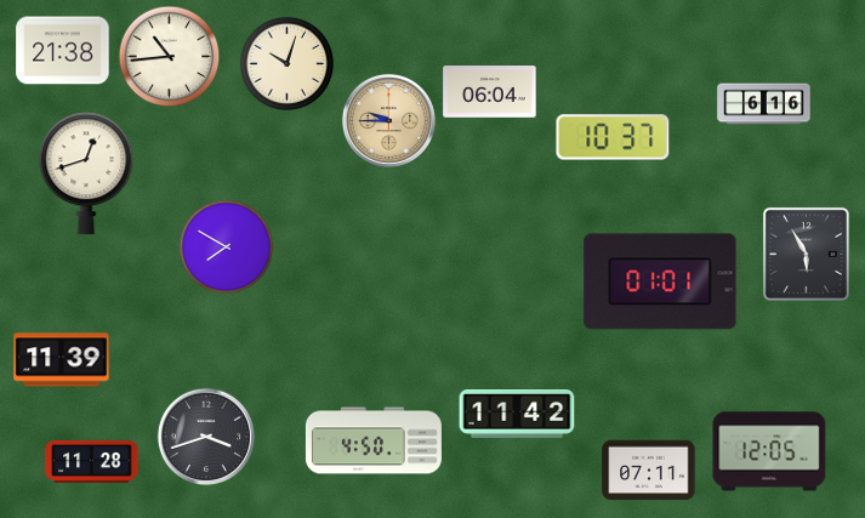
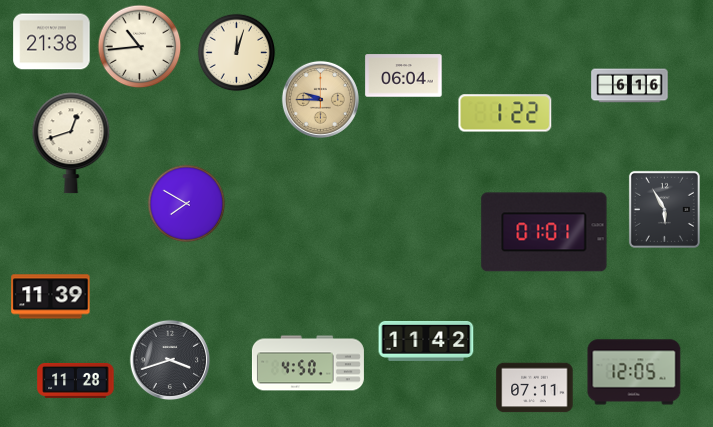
clock at (286, 63): 10:03 -> 12:03
clock at (613, 137): 10:37 -> 1:22
